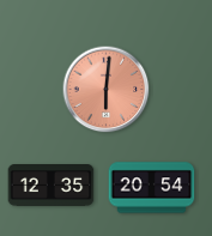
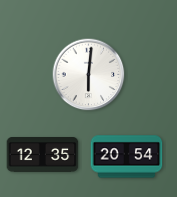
clock at (107, 90) dial: salmon -> white
